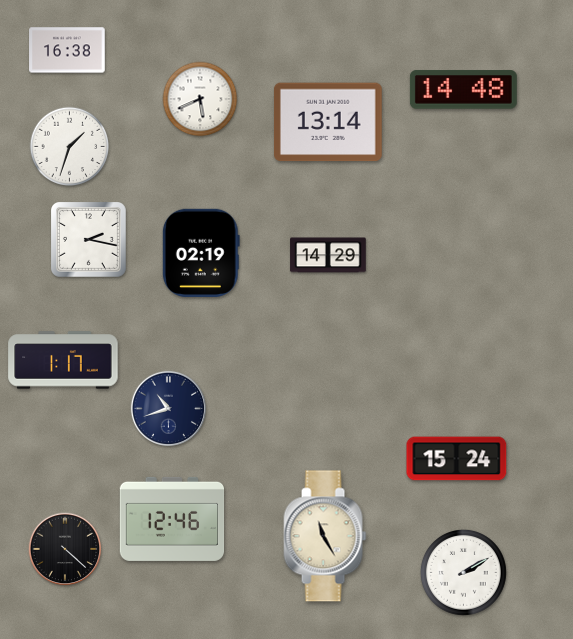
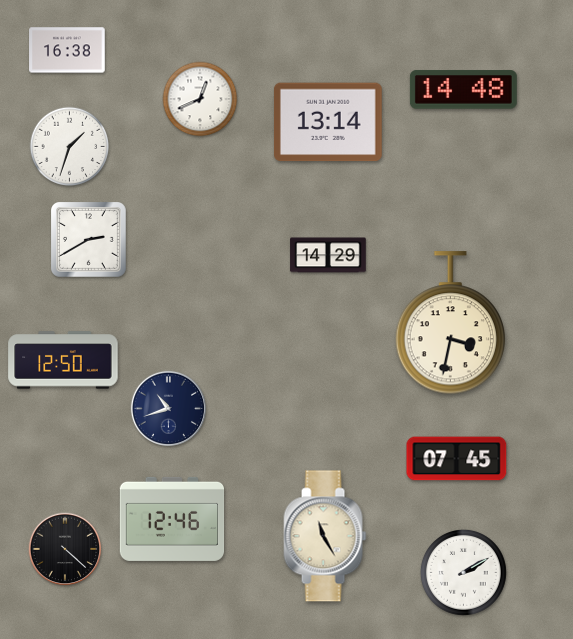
clock at (200, 99): 5:41 -> 12:41
clock at (89, 240): 2:17 -> 2:40
clock at (201, 253): 02:19 -> none
clock at (450, 323): none -> 3:32
clock at (63, 360): 1:17 -> 12:50
clock at (457, 459): 15:24 -> 07:45
